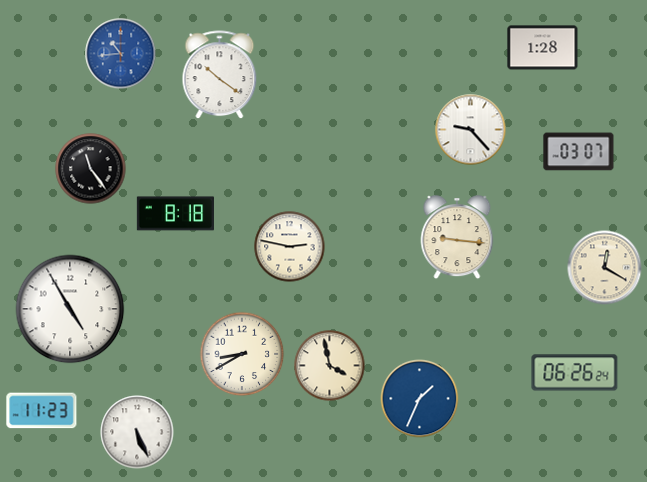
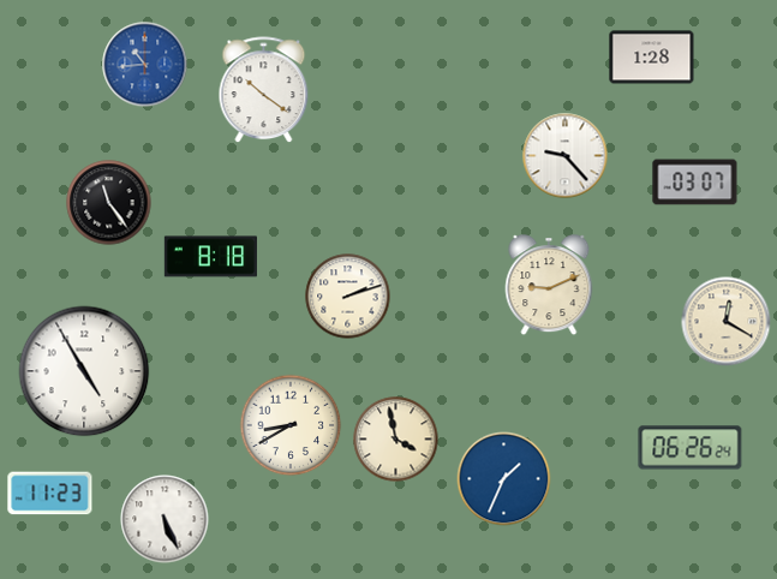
clock at (457, 238): 9:16 -> 9:11
clock at (290, 247): 2:47 -> 2:12
